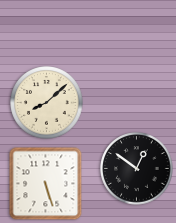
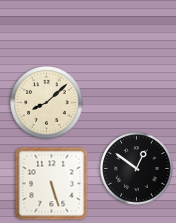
clock at (46, 184) position: (46, 184) -> (52, 184)
